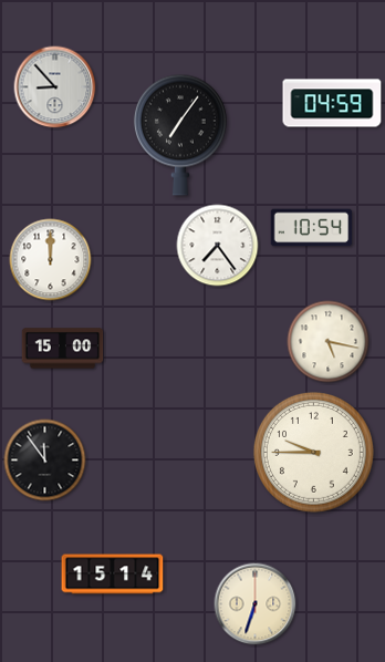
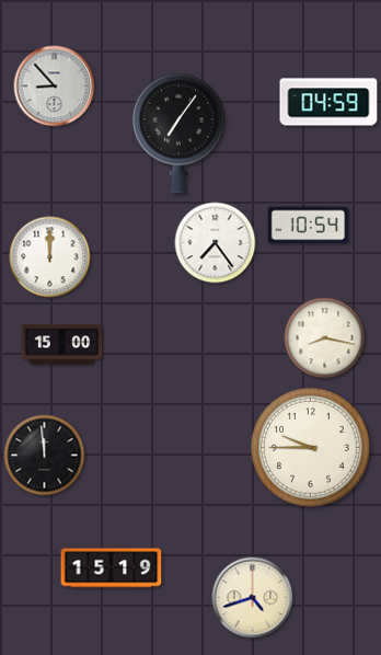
clock at (329, 342): 5:17 -> 8:17
clock at (45, 461): 11:54 -> 11:59
clock at (113, 575): 15:14 -> 15:19
clock at (256, 604): 6:33 -> 4:42
